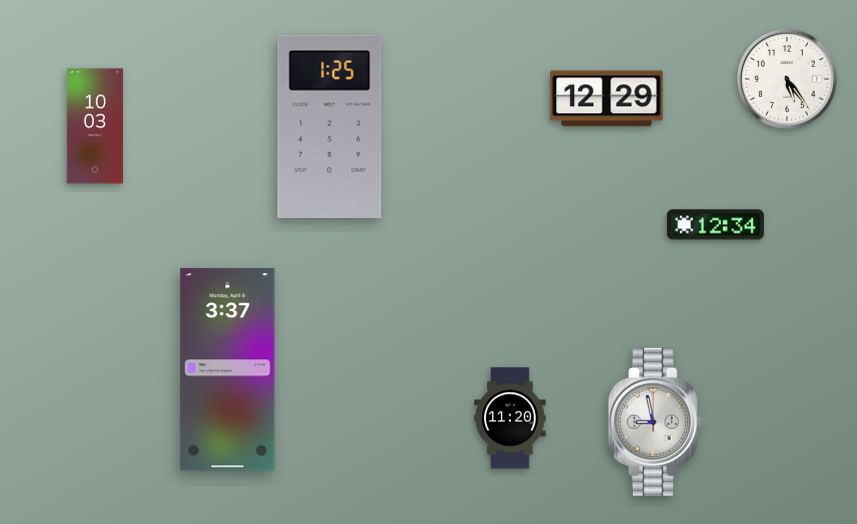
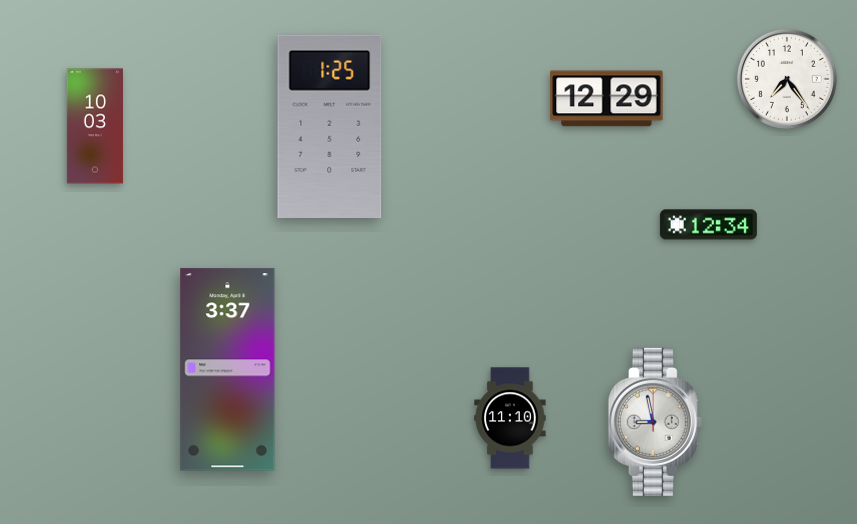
clock at (787, 79): 5:24 -> 7:24
clock at (715, 225) position: (715, 225) -> (708, 225)
clock at (510, 418): 11:20 -> 11:10
